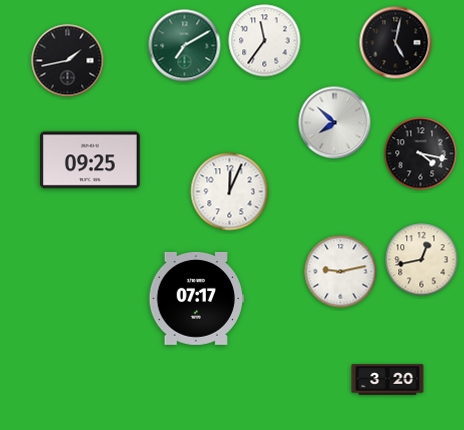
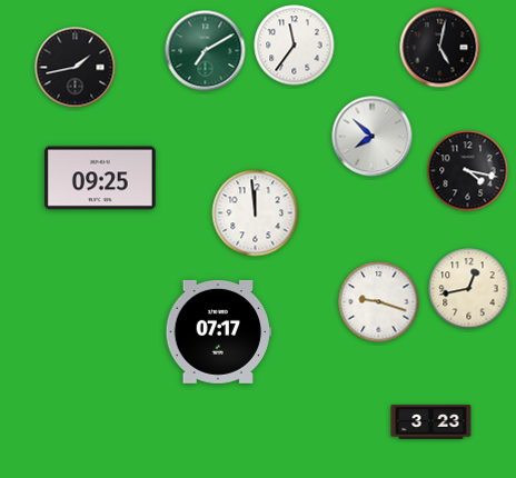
clock at (230, 192): 12:04 -> 11:59
clock at (341, 272): 9:13 -> 9:18
clock at (388, 380): 3:20 -> 3:23
